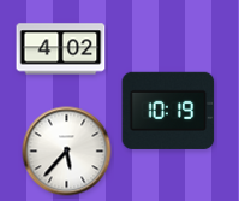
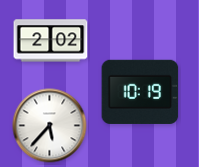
clock at (61, 49): 4:02 -> 2:02
clock at (67, 152) position: (67, 152) -> (50, 126)
